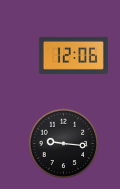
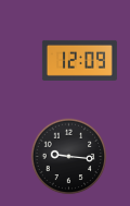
clock at (73, 55): 12:06 -> 12:09
